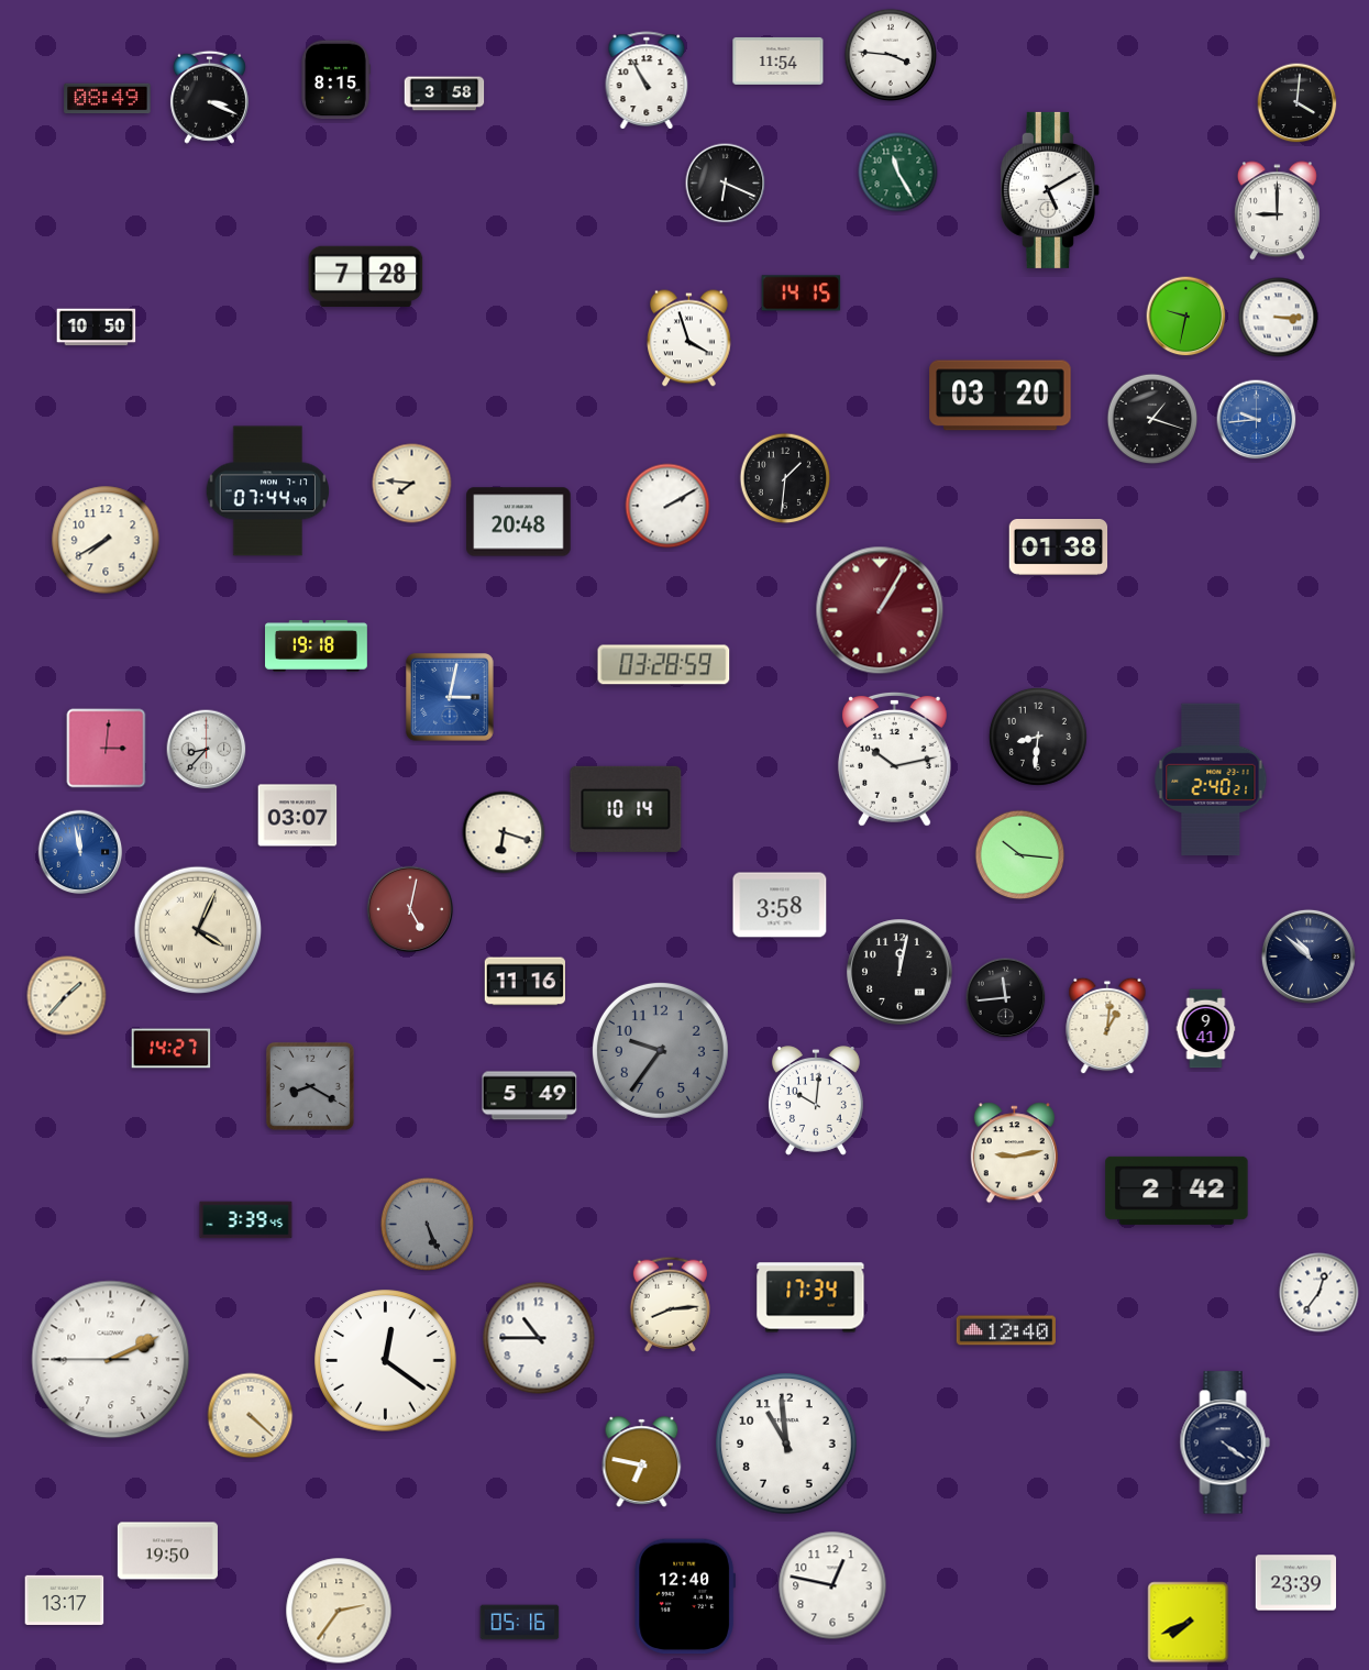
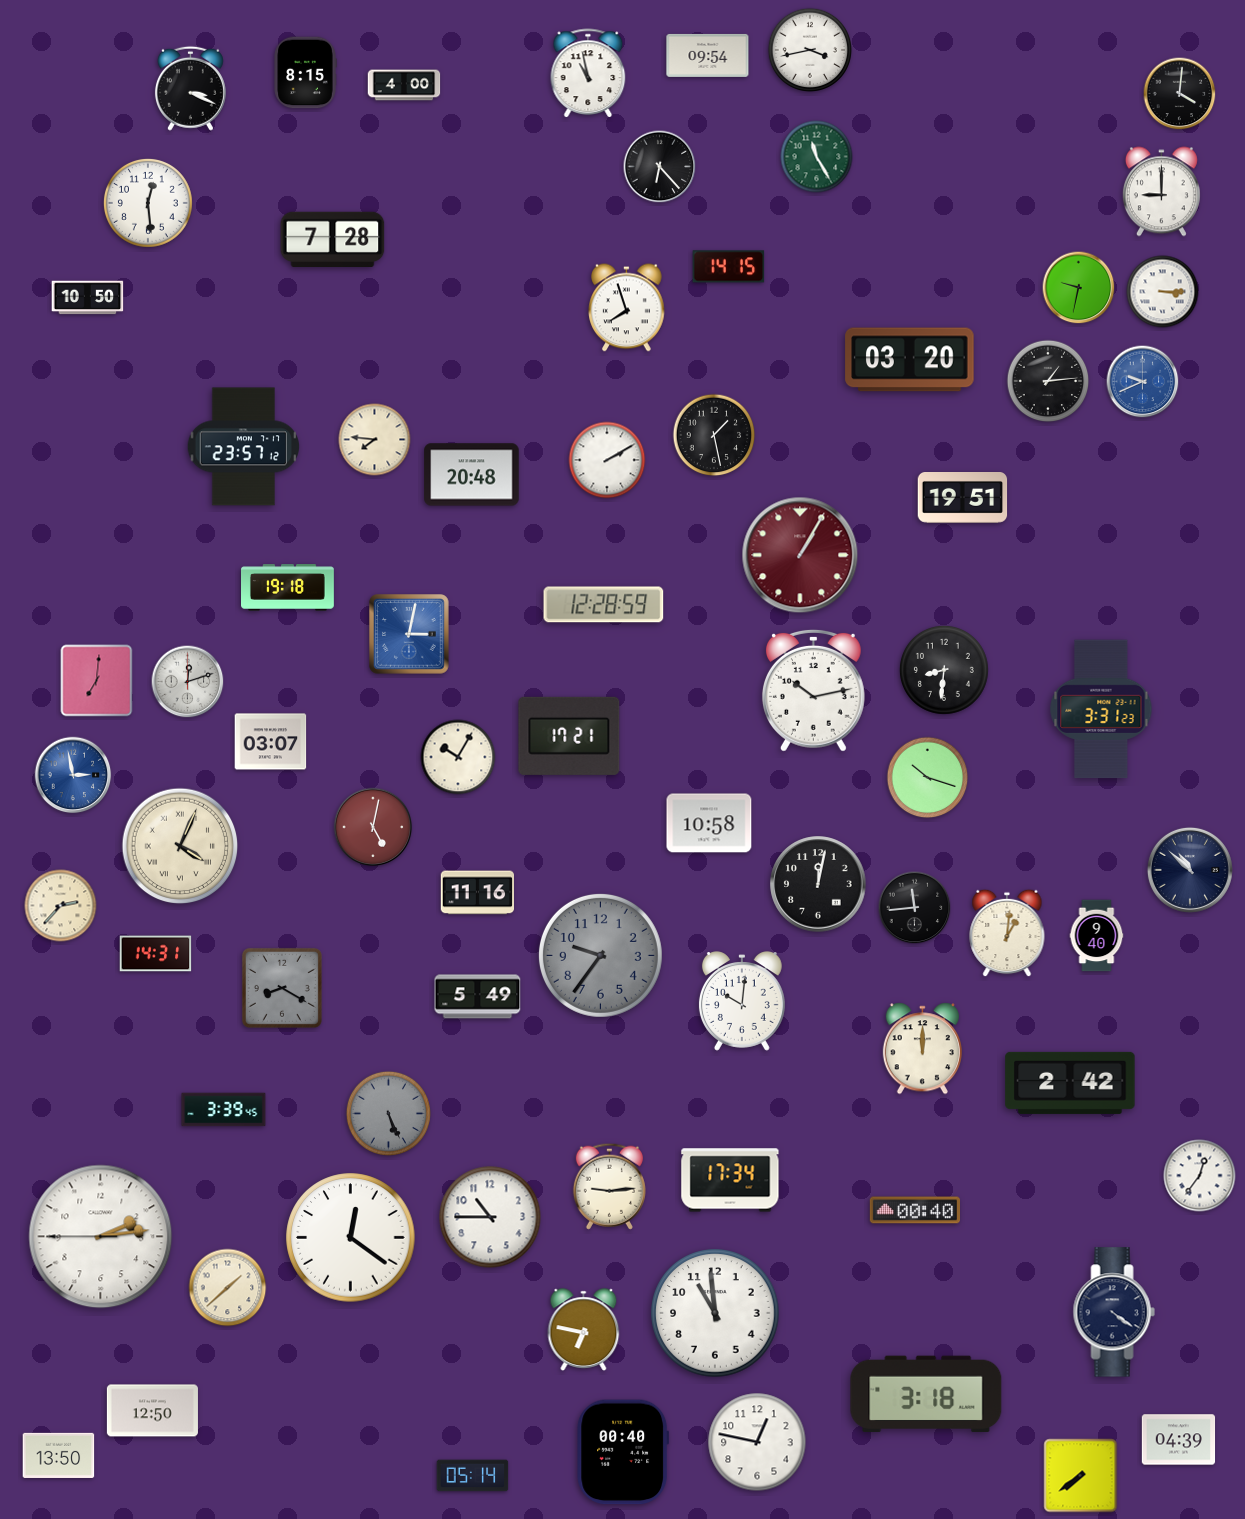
clock at (890, 54): 3:46 -> 3:43
clock at (779, 60): 11:54 -> 09:54
clock at (647, 80): 10:55 -> 10:58
clock at (444, 93): 3:58 -> 4:00
clock at (108, 99): 08:49 -> none
clock at (726, 184): 6:19 -> 6:23
clock at (1050, 190): 5:10 -> none
clock at (148, 203): none -> 12:29
clock at (366, 277) position: (366, 277) -> (333, 240)
clock at (1279, 318) position: (1279, 318) -> (1163, 292)
clock at (689, 339): 3:57 -> 7:57
clock at (1152, 419): 1:18 -> 1:14
clock at (1257, 420): 9:44 -> 9:41
clock at (785, 478): 1:31 -> 1:28
clock at (268, 491): 07:44 -> 23:57
clock at (106, 540): 7:40 -> none
clock at (1059, 548): 01:38 -> 19:51
clock at (664, 665): 03:28 -> 12:28
clock at (107, 749): 3:01 -> 7:01
clock at (207, 750): 8:37 -> 12:12
clock at (1211, 779): 2:40 -> 3:31
clock at (626, 809): 10:14 -> 17:21
clock at (504, 832): 6:18 -> 10:05
clock at (80, 852): 11:58 -> 2:58
clock at (1020, 855): 10:16 -> 10:18
clock at (780, 905): 3:58 -> 10:58
clock at (67, 996): 1:37 -> 2:37
clock at (1206, 1029): 9:41 -> 9:40
clock at (172, 1049): 14:27 -> 14:31
clock at (530, 1096) position: (530, 1096) -> (478, 997)
clock at (1014, 1153): 9:13 -> 12:00
clock at (810, 1297) position: (810, 1297) -> (730, 1180)
clock at (670, 1304): 8:14 -> 9:14
clock at (1005, 1330): 12:40 -> 00:40
clock at (111, 1360): 2:10 -> 2:13
clock at (251, 1416): 4:22 -> 1:38
clock at (926, 1394): none -> 3:18
clock at (167, 1551): 19:50 -> 12:50
clock at (1296, 1583): 23:39 -> 04:39
clock at (684, 1596): 12:40 -> 00:40
clock at (65, 1600): 13:17 -> 13:50
clock at (339, 1611): 2:36 -> none
clock at (520, 1623): 05:16 -> 05:14
clock at (1189, 1623): 7:41 -> 7:39
